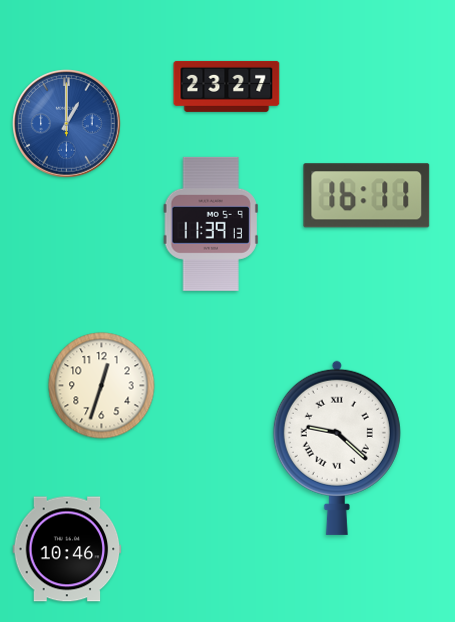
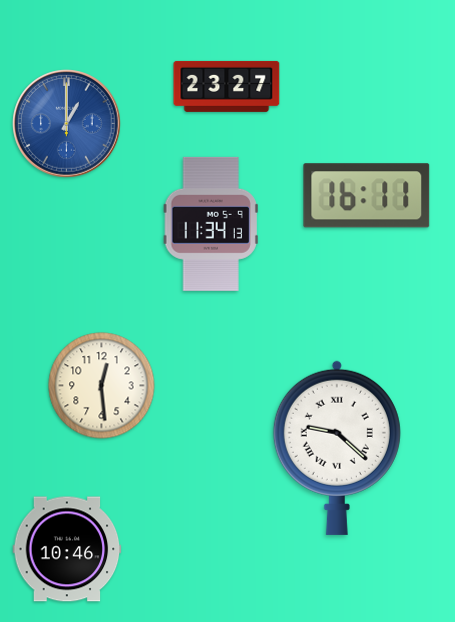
clock at (211, 224): 11:39 -> 11:34
clock at (102, 386): 12:33 -> 12:29
